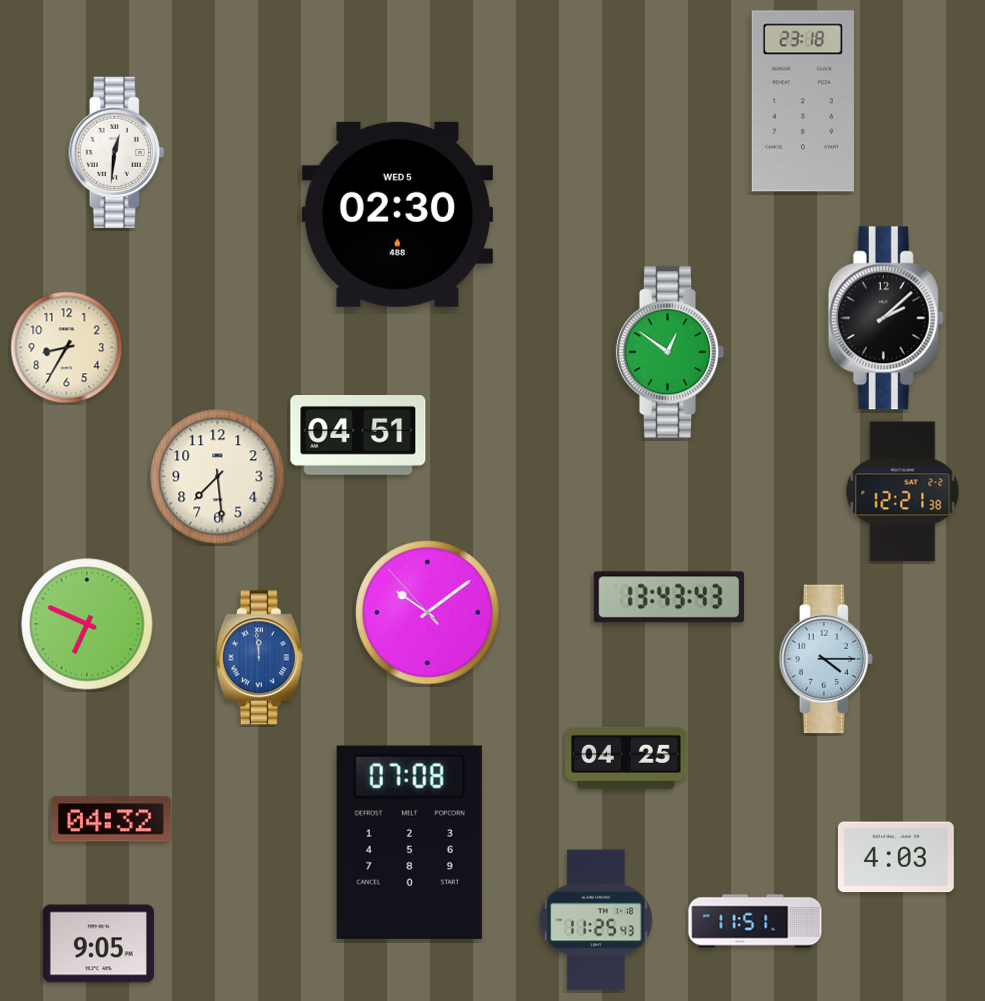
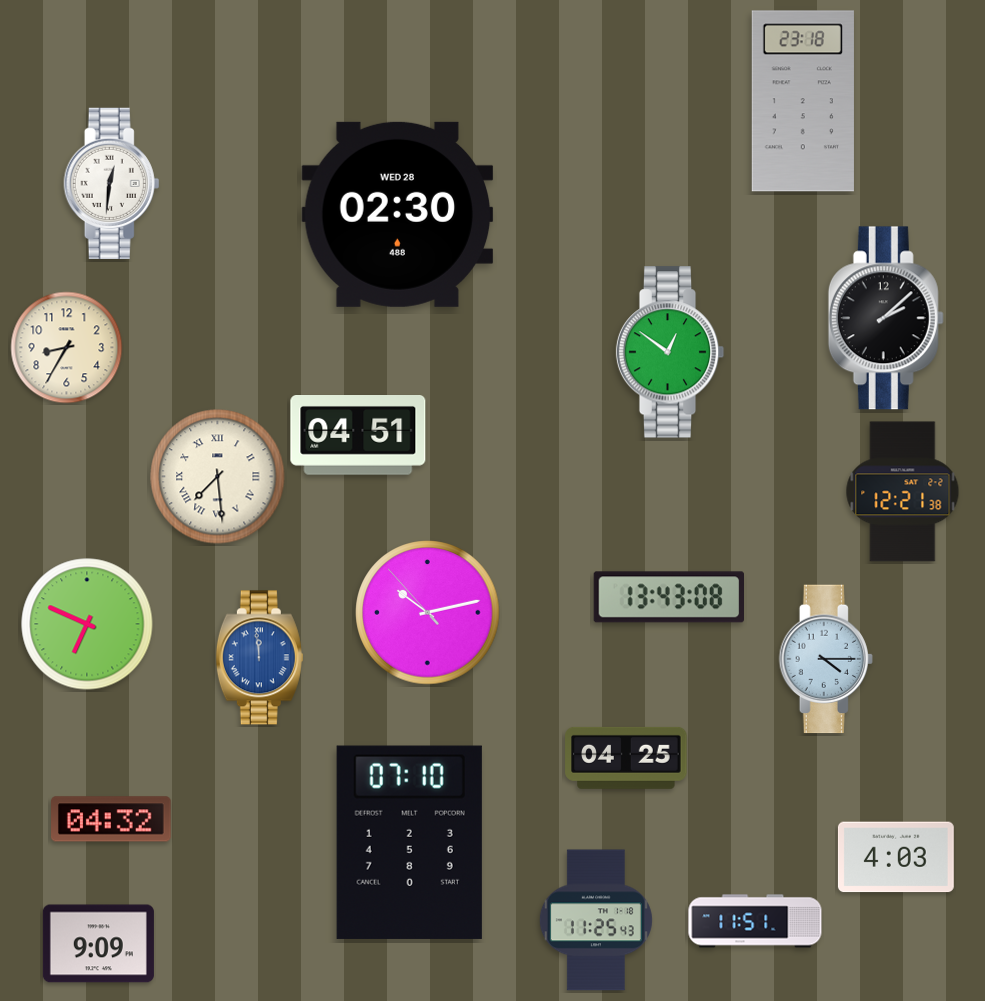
clock at (117, 152) position: (117, 152) -> (112, 183)
clock at (398, 214) date: WED 5 -> WED 28
clock at (218, 477) numerals: Arabic -> Roman
clock at (668, 597): 13:43:43 -> 13:43:08
clock at (428, 613): 10:08 -> 10:12
clock at (409, 842): 07:08 -> 07:10
clock at (98, 944): 9:05 -> 9:09
